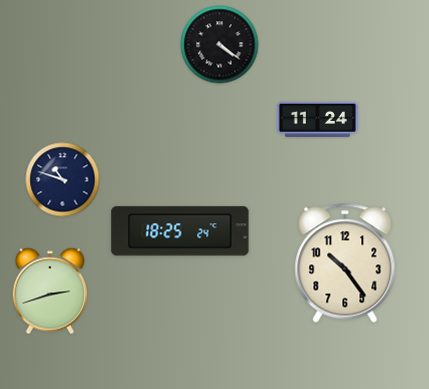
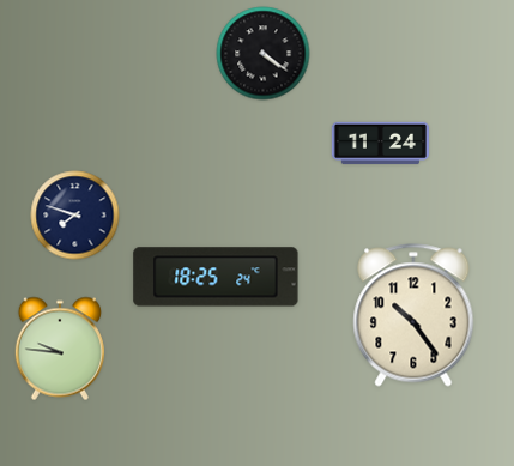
clock at (63, 180): 10:48 -> 7:48
clock at (50, 291): 2:42 -> 9:46
